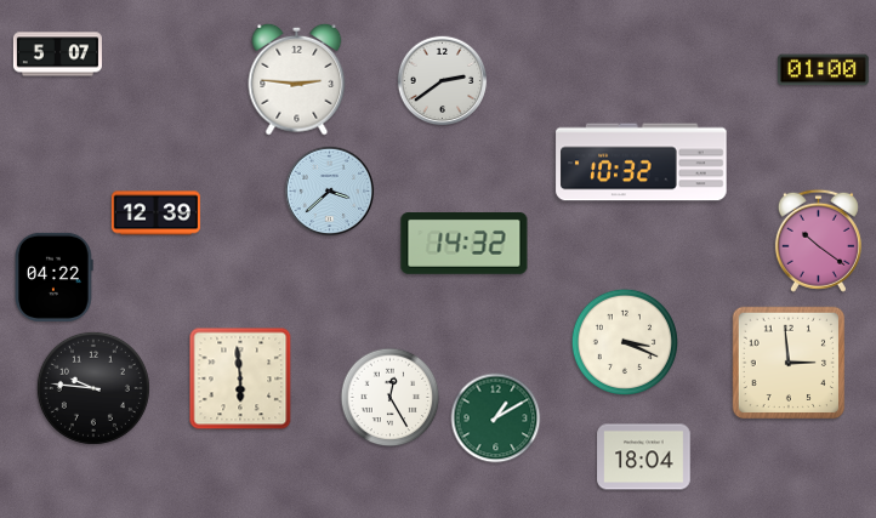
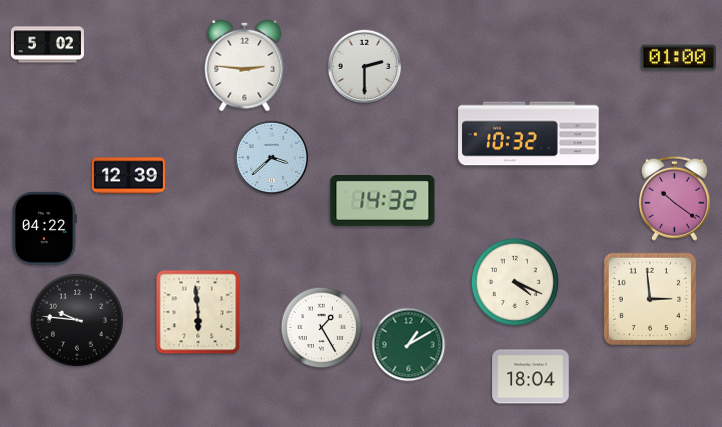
clock at (57, 55): 5:07 -> 5:02
clock at (443, 81): 2:39 -> 2:30
clock at (624, 341): 3:19 -> 4:19
clock at (391, 398): 12:25 -> 1:25
